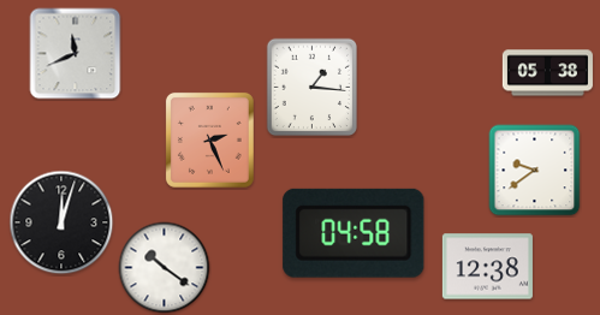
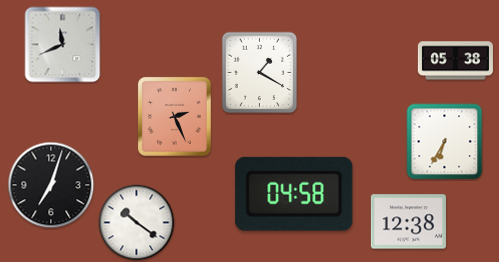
clock at (313, 88): 1:16 -> 1:20
clock at (535, 171): 9:39 -> 6:35
clock at (61, 222): 12:03 -> 7:03
clock at (487, 267) position: (487, 267) -> (408, 222)
